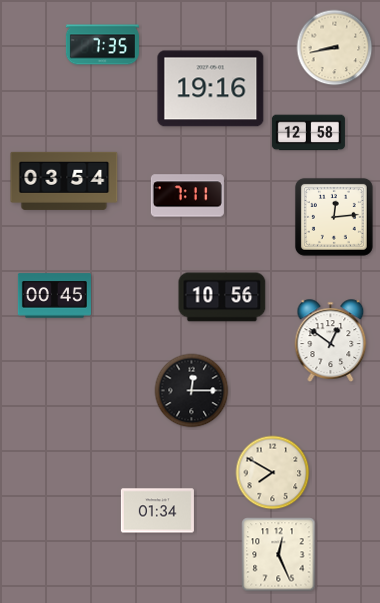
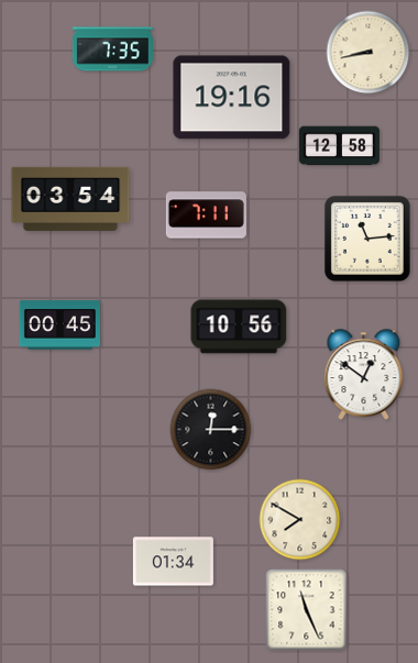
clock at (334, 217): 12:14 -> 11:14
clock at (222, 297) position: (222, 297) -> (239, 327)
clock at (279, 555): 12:26 -> 11:26
